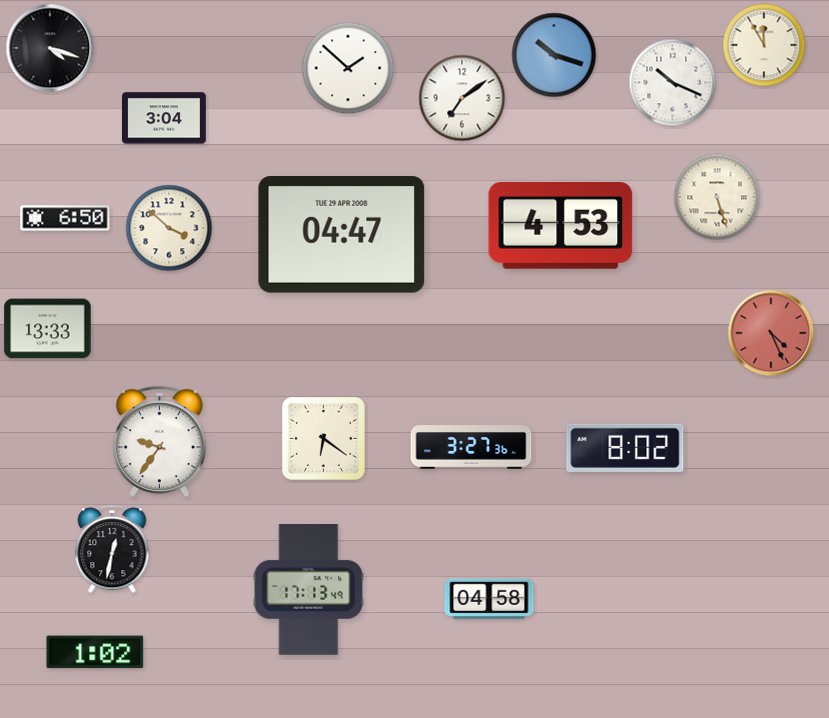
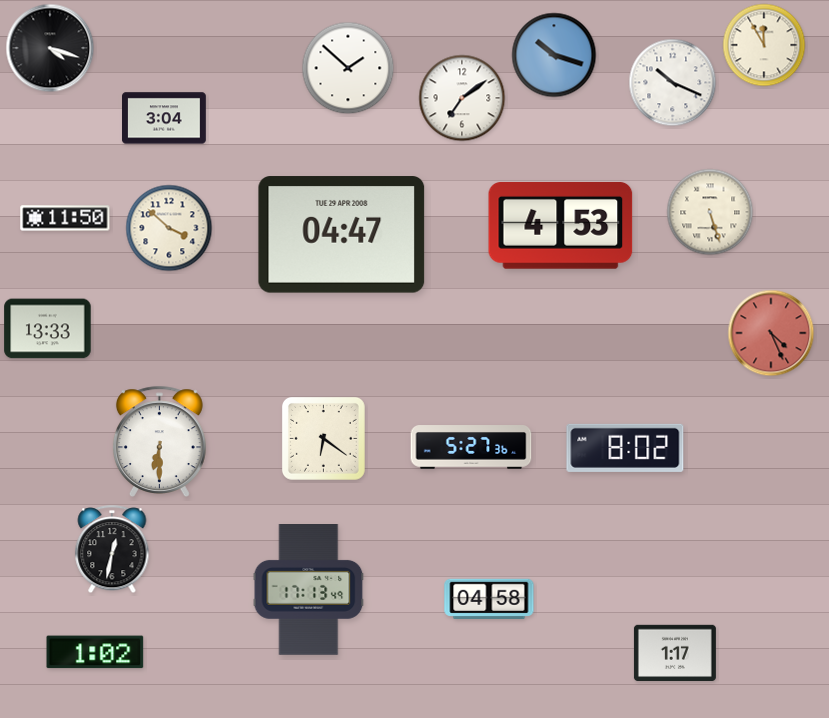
clock at (717, 197) position: (717, 197) -> (710, 212)
clock at (65, 218): 6:50 -> 11:50
clock at (159, 441): 9:36 -> 6:30
clock at (471, 447): 3:27 -> 5:27
clock at (675, 652): none -> 1:17
